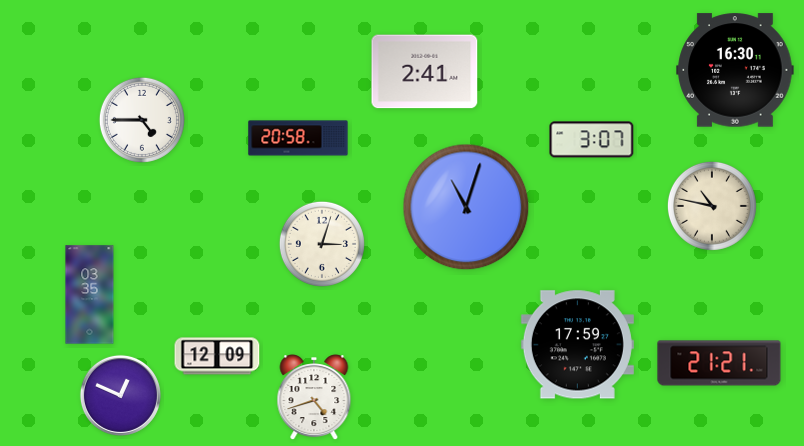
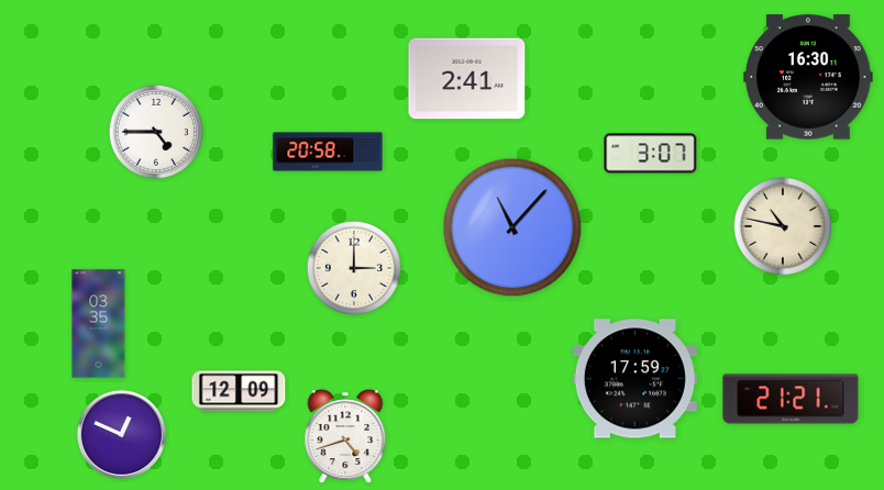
clock at (466, 207): 11:03 -> 11:07
clock at (322, 244): 3:03 -> 3:00
clock at (120, 395) position: (120, 395) -> (121, 434)
